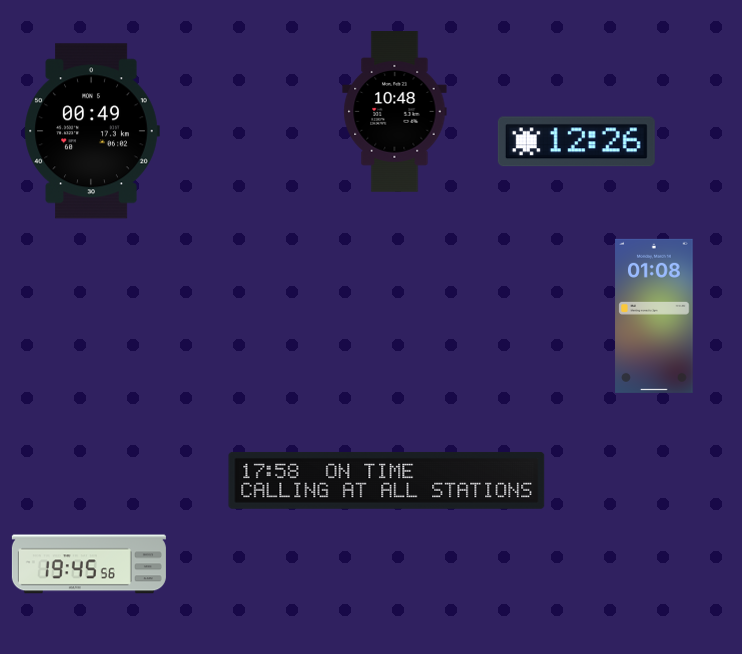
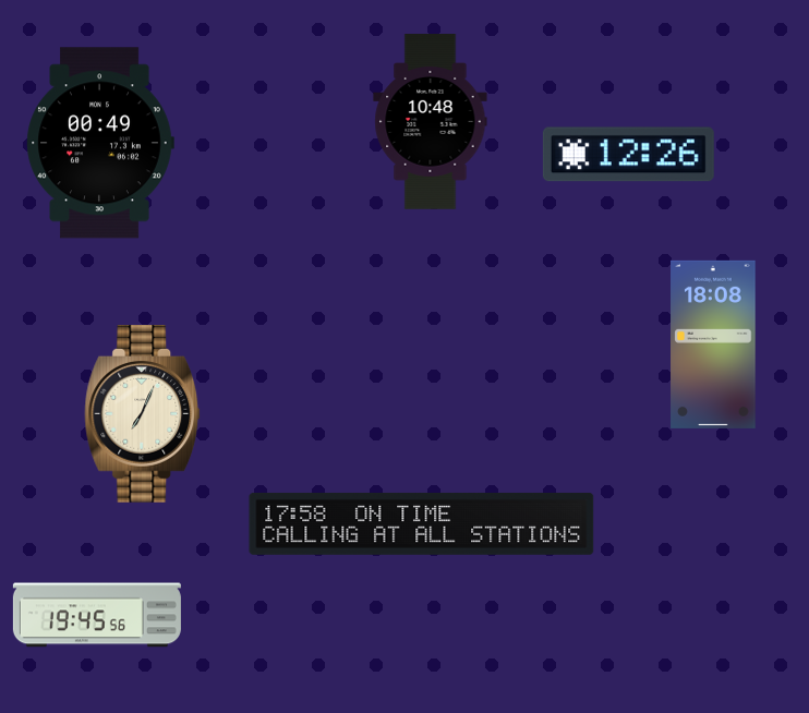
clock at (654, 316): 01:08 -> 18:08
clock at (143, 414): none -> 7:04
